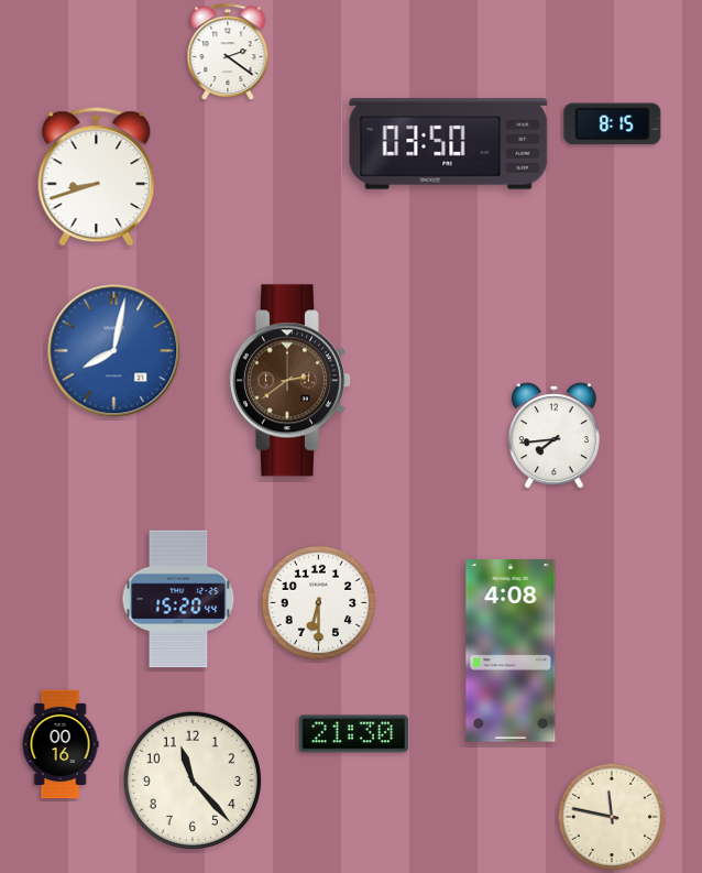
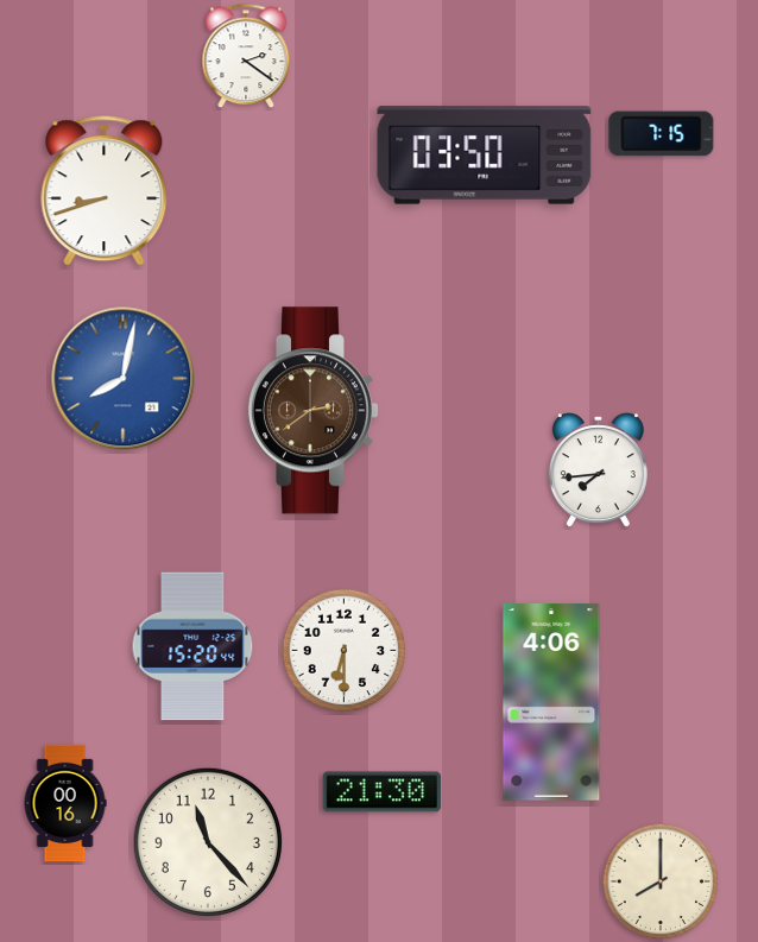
clock at (613, 124): 8:15 -> 7:15
clock at (511, 651): 4:08 -> 4:06
clock at (612, 817): 11:47 -> 8:00
